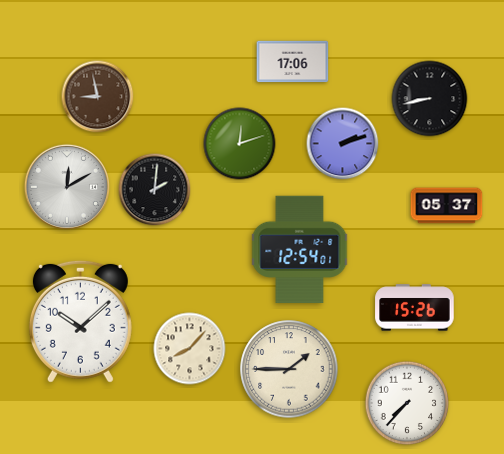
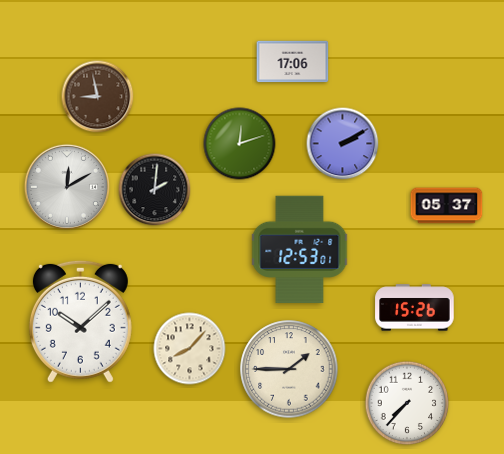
clock at (430, 99): 8:43 -> none
clock at (343, 144): 2:12 -> 2:10
clock at (300, 250): 12:54 -> 12:53
